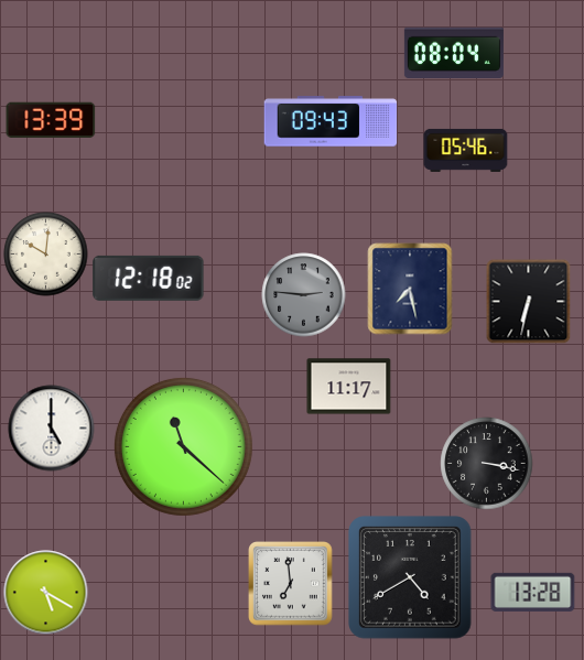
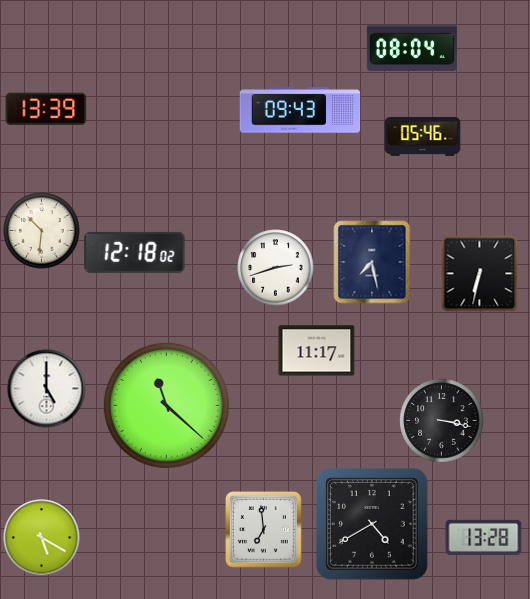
clock at (46, 255): 10:01 -> 10:31
clock at (304, 295): 2:46 -> 2:42
clock at (304, 295) dial: grey -> white
